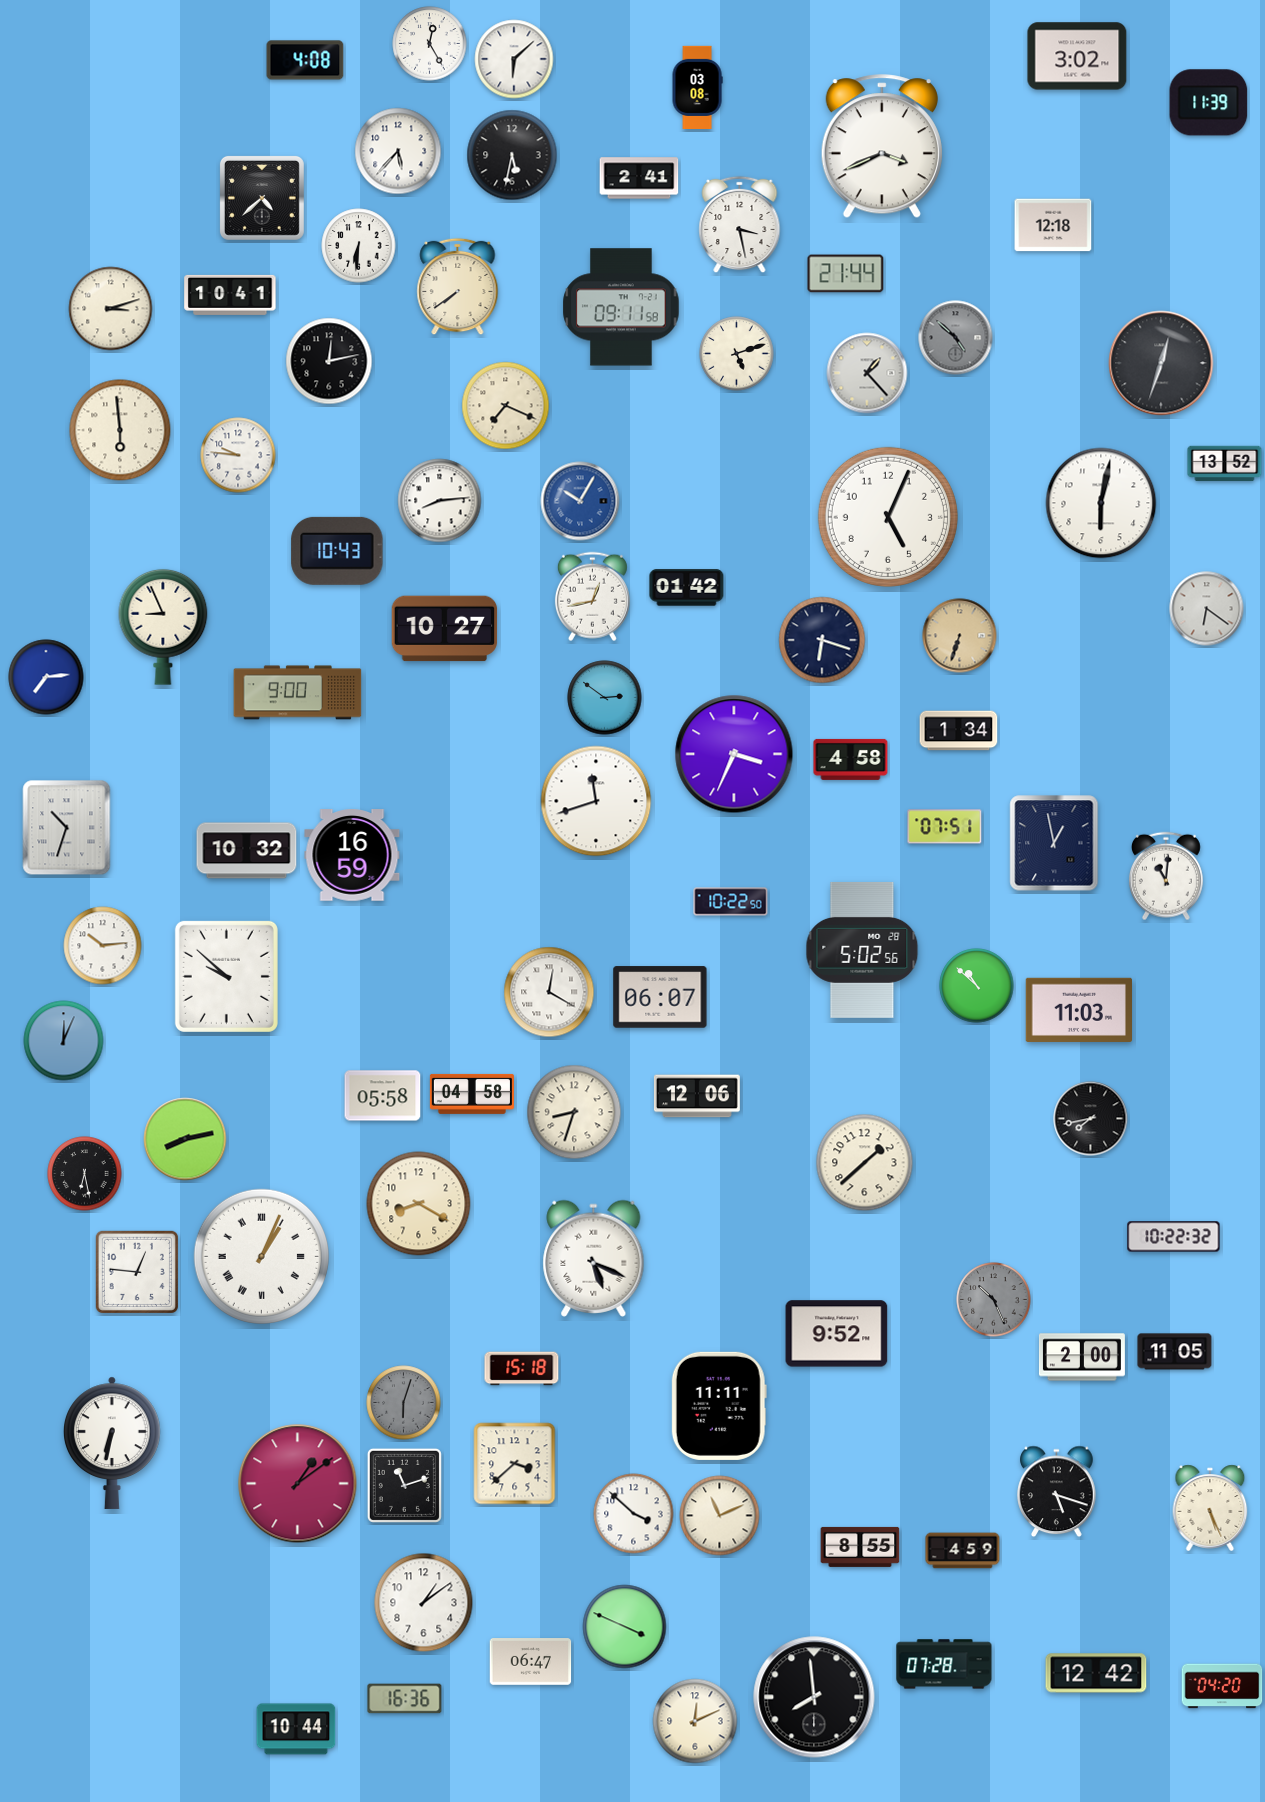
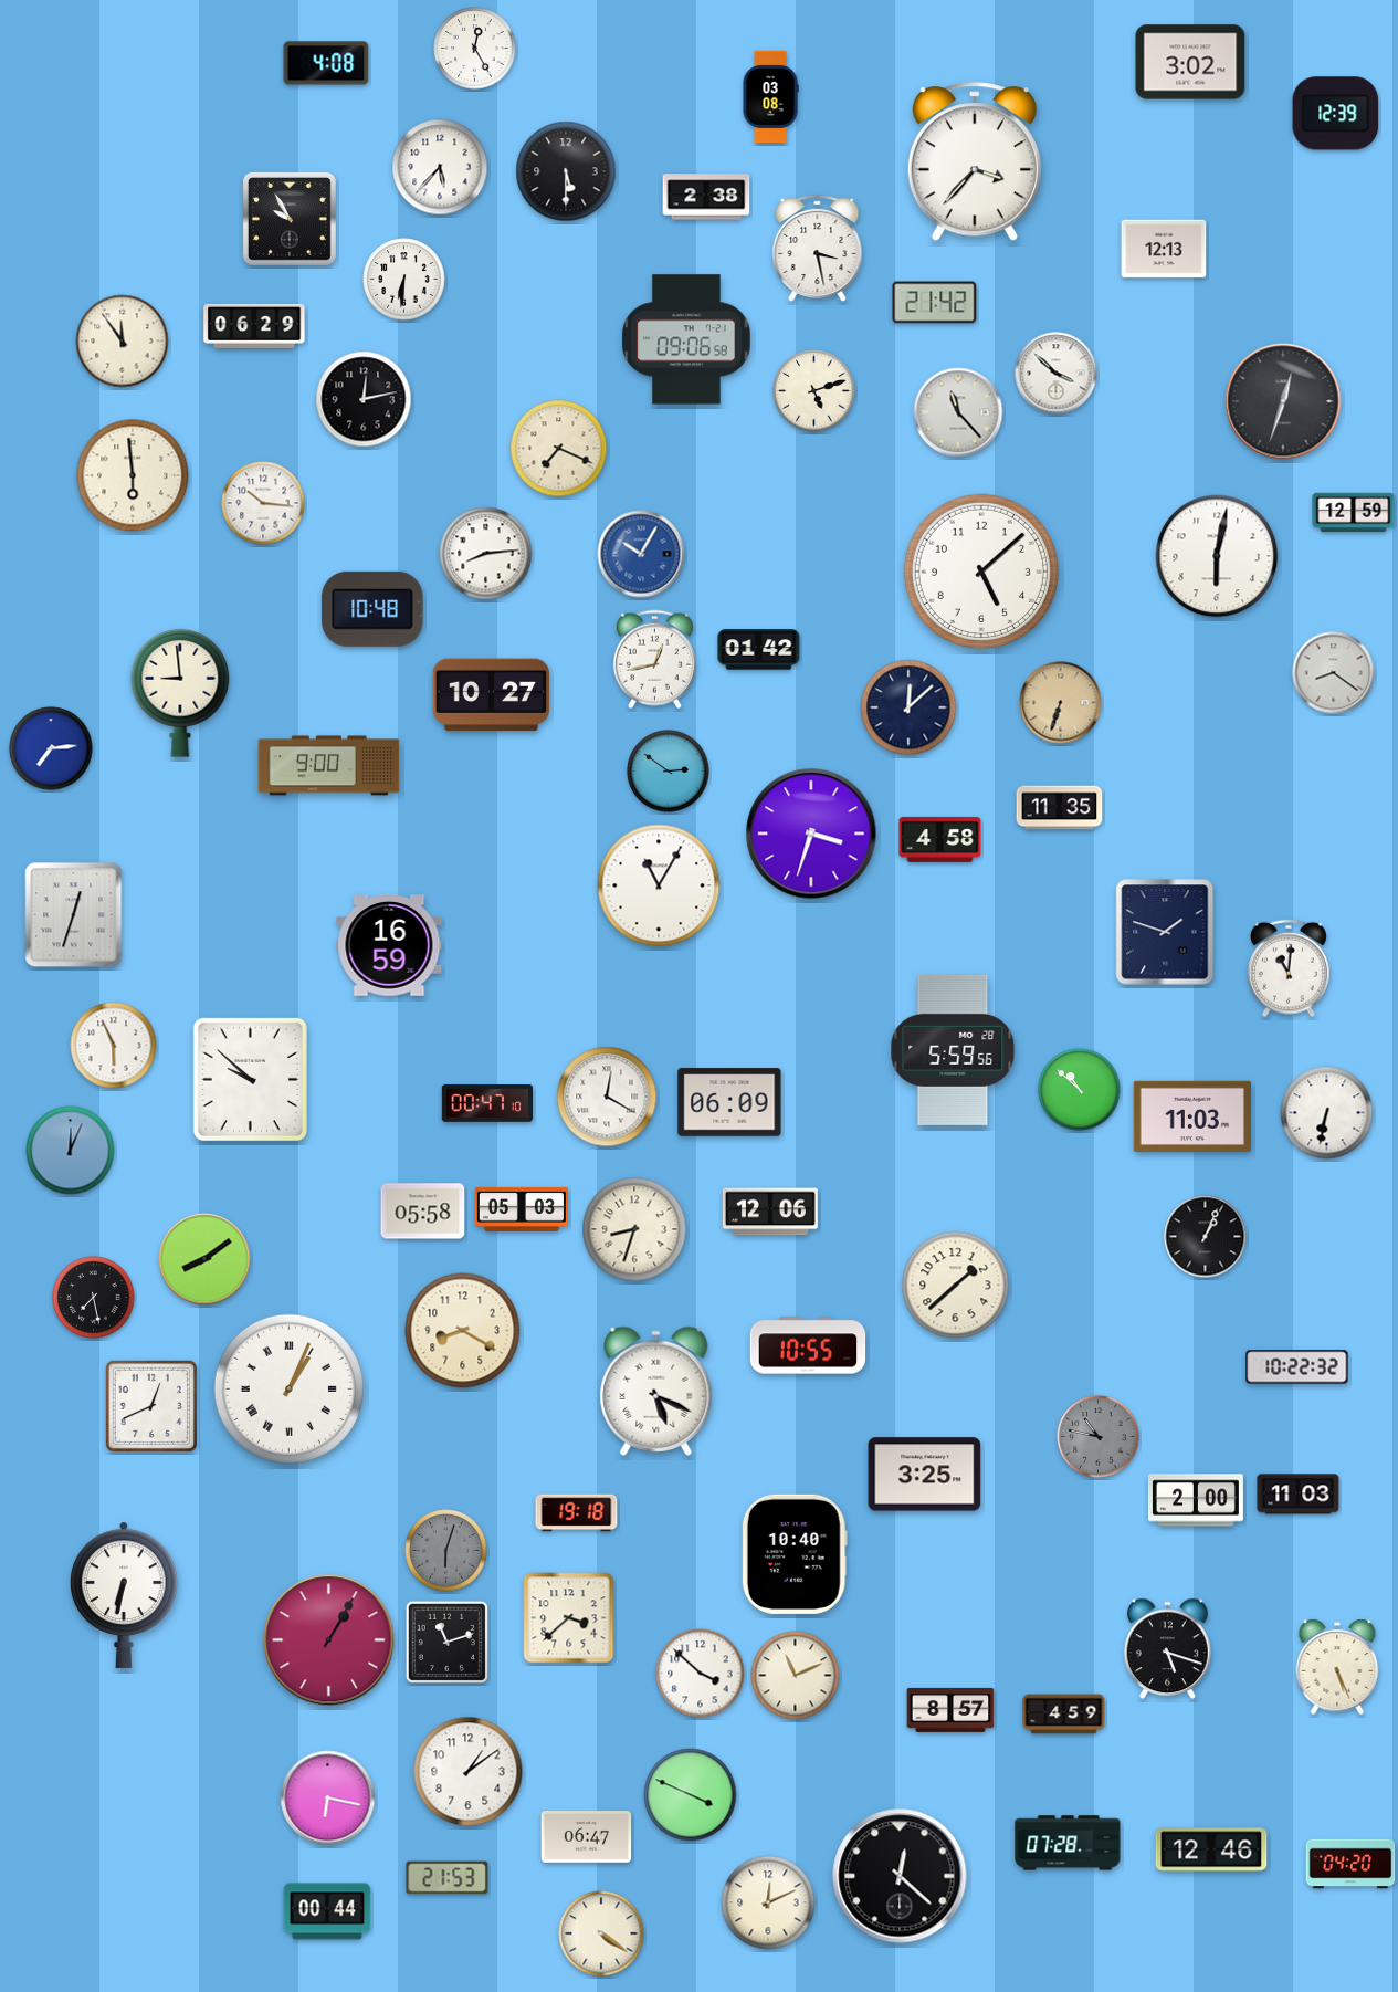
clock at (514, 59): 6:08 -> none
clock at (305, 60) position: (305, 60) -> (326, 63)
clock at (1209, 103): 11:39 -> 12:39
clock at (882, 147): 3:41 -> 3:37
clock at (512, 155): 5:32 -> 5:30
clock at (639, 178): 2:41 -> 2:38
clock at (262, 198): 4:38 -> 9:55
clock at (1053, 225): 12:18 -> 12:13
clock at (359, 246) position: (359, 246) -> (404, 280)
clock at (846, 274): 21:44 -> 21:42
clock at (458, 287): 7:39 -> none
clock at (230, 295): 10:41 -> 06:29
clock at (621, 307): 09:11 -> 09:06
clock at (111, 309): 3:12 -> 11:54
clock at (956, 338): 4:52 -> 3:52
clock at (956, 338) dial: grey -> white
clock at (867, 373): 1:23 -> 11:23
clock at (238, 455): 9:46 -> 10:16
clock at (1225, 464): 13:52 -> 12:59
clock at (888, 517): 5:04 -> 5:08
clock at (337, 551): 10:43 -> 10:48
clock at (1207, 609): 6:21 -> 8:21
clock at (163, 627): 8:56 -> 8:59
clock at (822, 640): 6:18 -> 12:08
clock at (959, 731): 1:34 -> 11:35
clock at (734, 754): 3:34 -> 3:33
clock at (596, 801): 11:42 -> 11:05
clock at (945, 827): 07:51 -> none
clock at (67, 828): 10:33 -> 12:33
clock at (1054, 843): 12:58 -> 1:48
clock at (247, 851): 10:32 -> none
clock at (731, 902): 10:22 -> none
clock at (103, 946): 10:14 -> 5:56
clock at (862, 950): 5:02 -> 5:59
clock at (660, 997): 06:07 -> 06:09
clock at (487, 1103): none -> 00:47
clock at (1327, 1113): none -> 6:32
clock at (472, 1094): 04:58 -> 05:03
clock at (1091, 1119): 7:43 -> 1:04
clock at (185, 1139): 8:13 -> 8:09
clock at (85, 1174): 6:28 -> 7:28
clock at (808, 1345): none -> 10:55
clock at (137, 1272): 12:46 -> 12:41
clock at (994, 1300): 10:26 -> 10:47
clock at (837, 1334): 9:52 -> 3:25
clock at (1175, 1352): 11:05 -> 11:03
clock at (522, 1369): 15:18 -> 19:18
clock at (719, 1406): 11:11 -> 10:40
clock at (298, 1484): 1:09 -> 1:05
clock at (860, 1547): 8:55 -> 8:57
clock at (328, 1799): none -> 6:17
clock at (625, 1627) position: (625, 1627) -> (691, 1795)
clock at (944, 1664) position: (944, 1664) -> (1068, 1843)
clock at (1096, 1673): 12:42 -> 12:46
clock at (814, 1697): 7:59 -> 12:22
clock at (405, 1699): 16:36 -> 21:53
clock at (296, 1729): 10:44 -> 00:44
clock at (601, 1933): none -> 4:21
